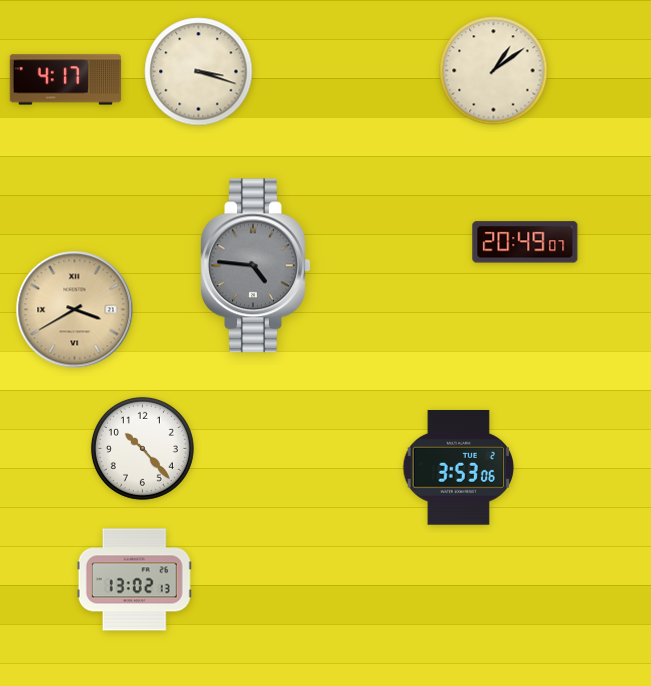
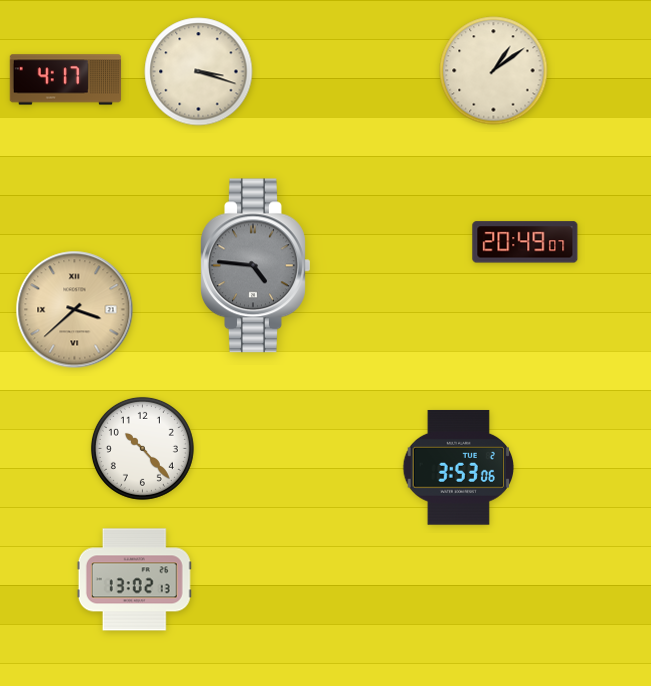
clock at (75, 310): 3:40 -> 3:38
